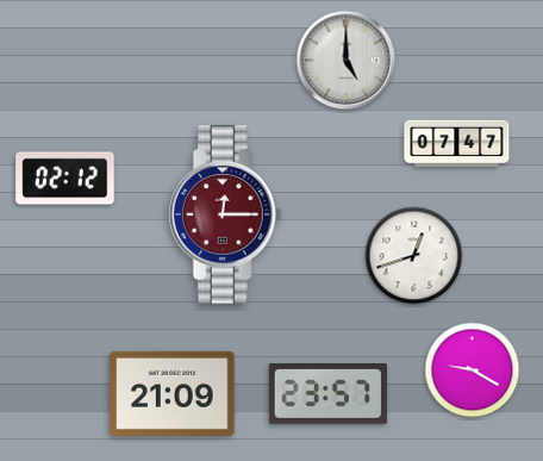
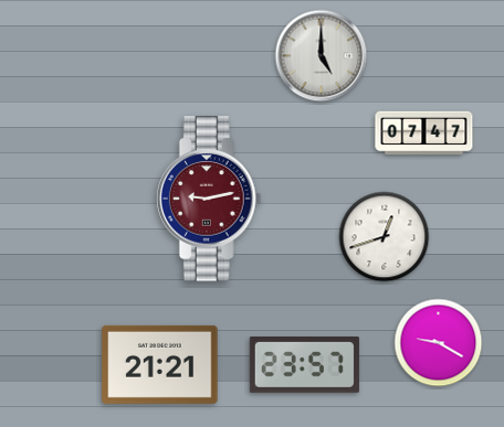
clock at (65, 179): 02:12 -> none
clock at (225, 214): 12:15 -> 9:13
clock at (173, 393): 21:09 -> 21:21
